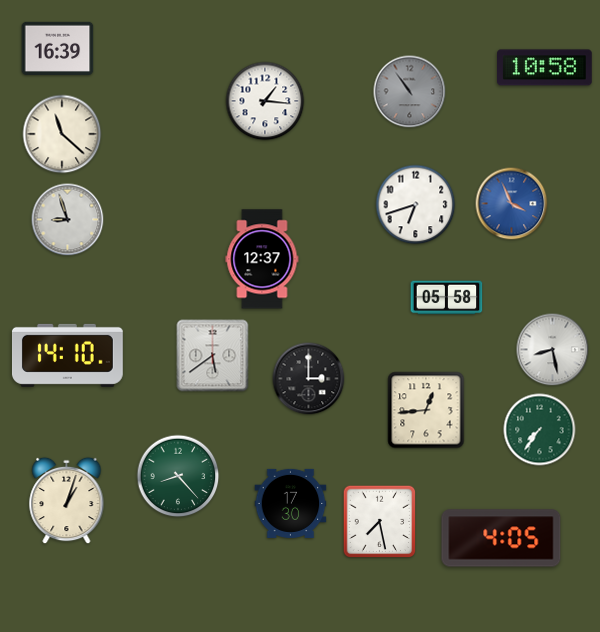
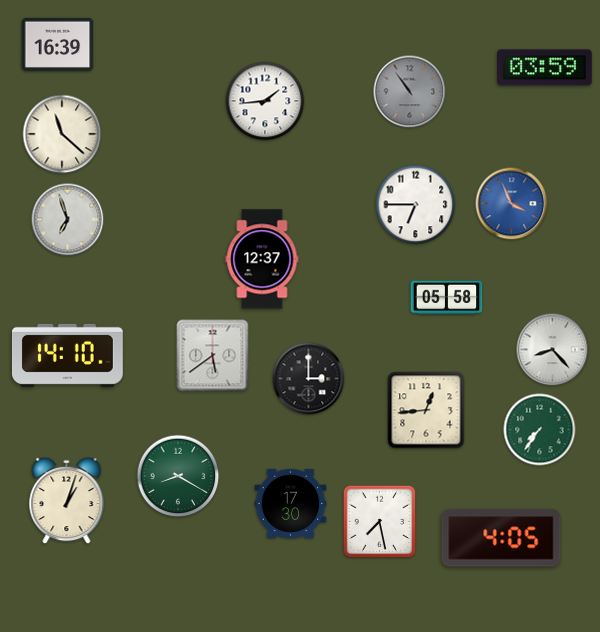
clock at (58, 48) position: (58, 48) -> (58, 44)
clock at (545, 68): 10:58 -> 03:59
clock at (265, 101): 1:16 -> 1:44
clock at (416, 205): 6:42 -> 6:45
clock at (68, 220): 8:57 -> 6:57
clock at (553, 350): 8:28 -> 8:23
clock at (178, 476): 8:23 -> 8:20
